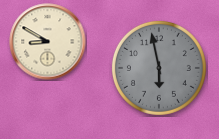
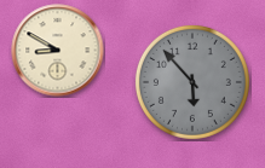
clock at (159, 68): 5:58 -> 5:53
